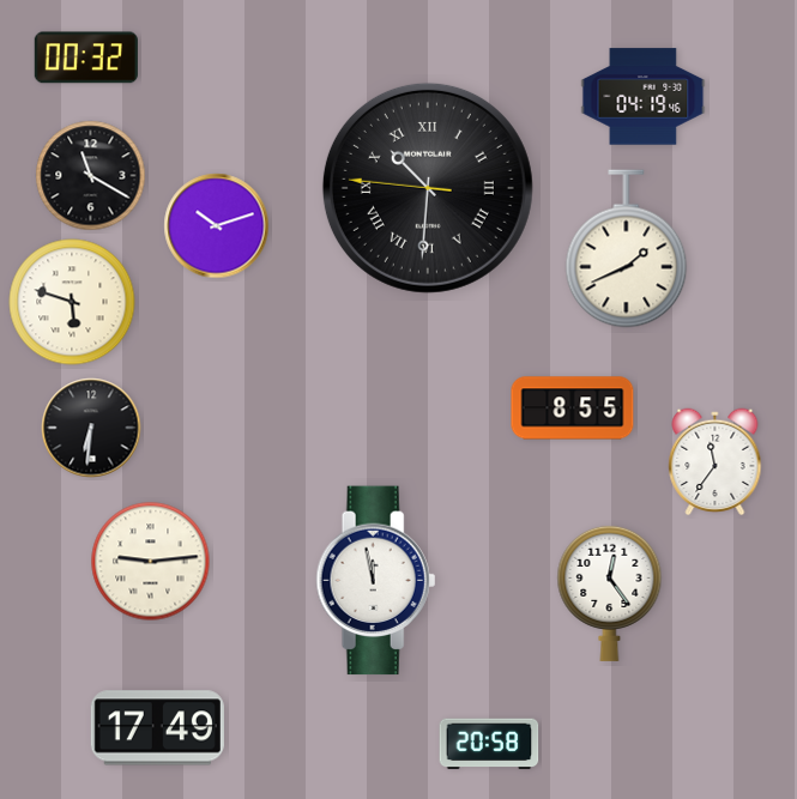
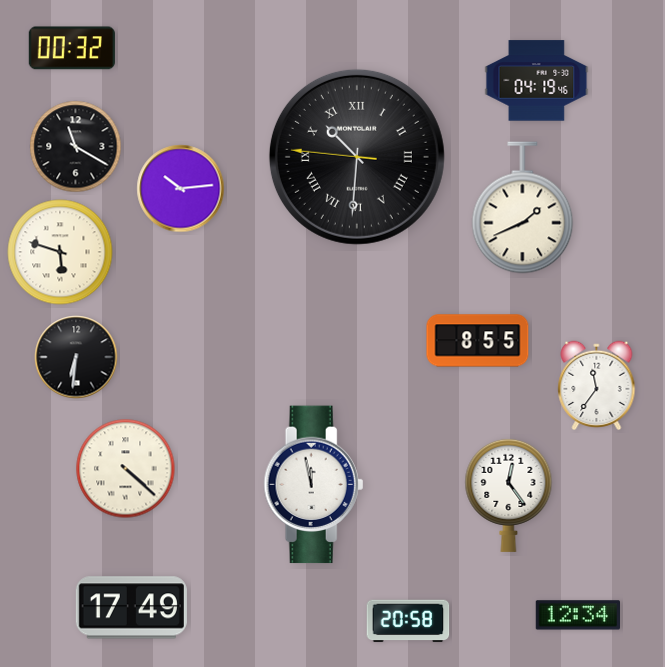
clock at (217, 226): 10:12 -> 10:14
clock at (151, 562): 9:14 -> 4:22
clock at (577, 615): none -> 12:34
